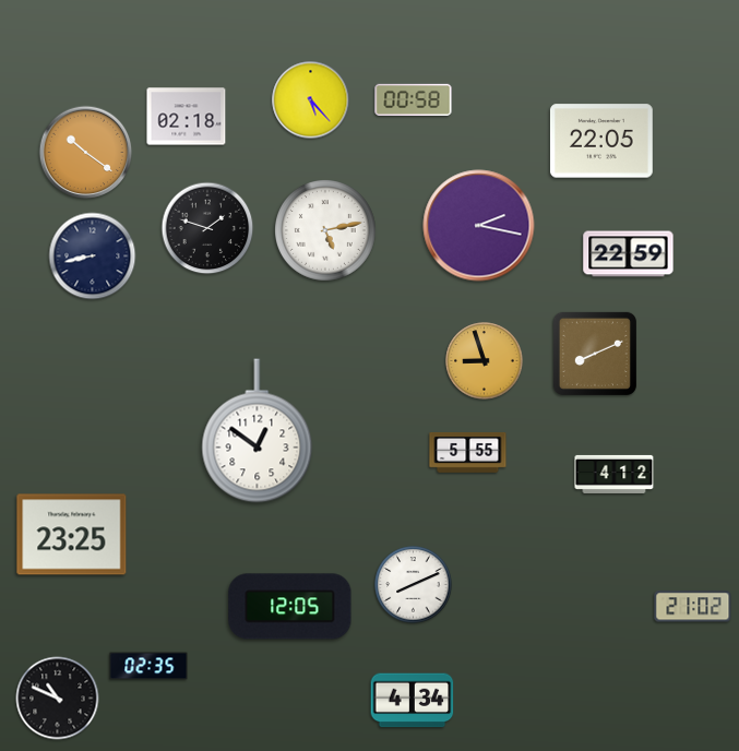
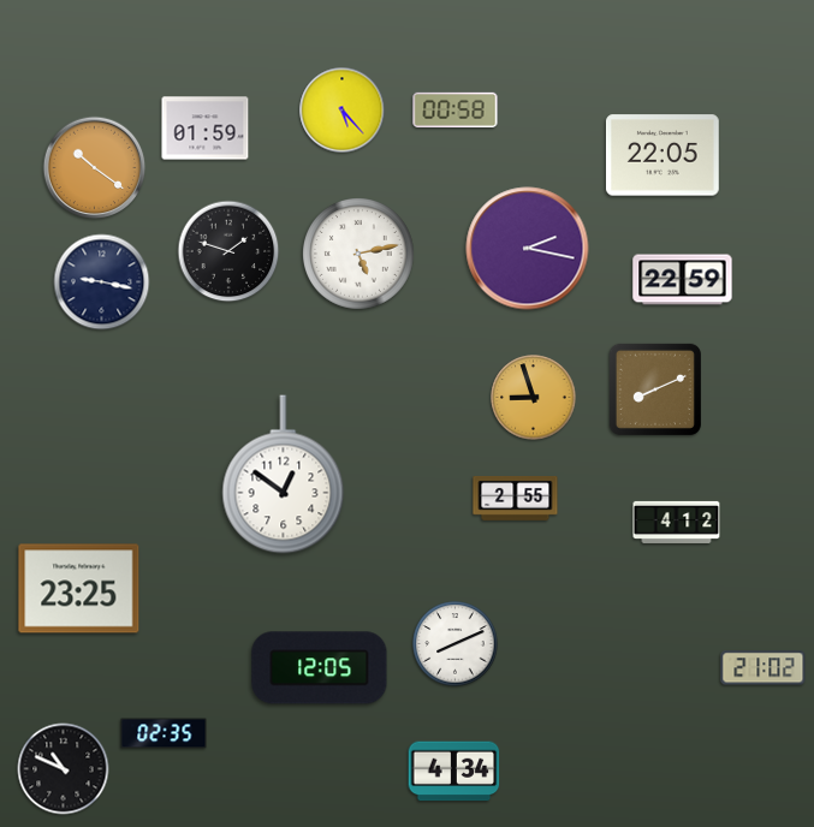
clock at (187, 117): 02:18 -> 01:59
clock at (629, 254) position: (629, 254) -> (683, 280)
clock at (93, 257): 8:43 -> 9:17
clock at (468, 453): 5:55 -> 2:55
